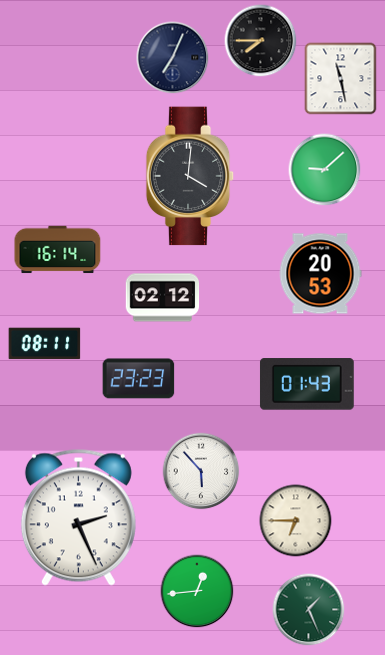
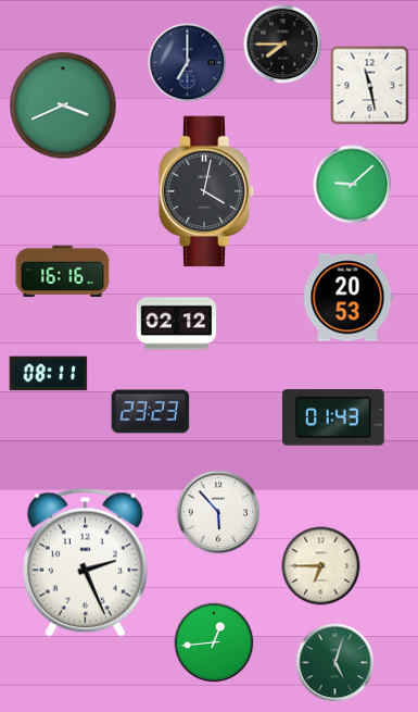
clock at (173, 58): 7:04 -> 7:00
clock at (63, 105): none -> 3:41
clock at (190, 176): 4:01 -> 4:02
clock at (58, 250): 16:14 -> 16:16
clock at (309, 610): 1:26 -> 5:03
